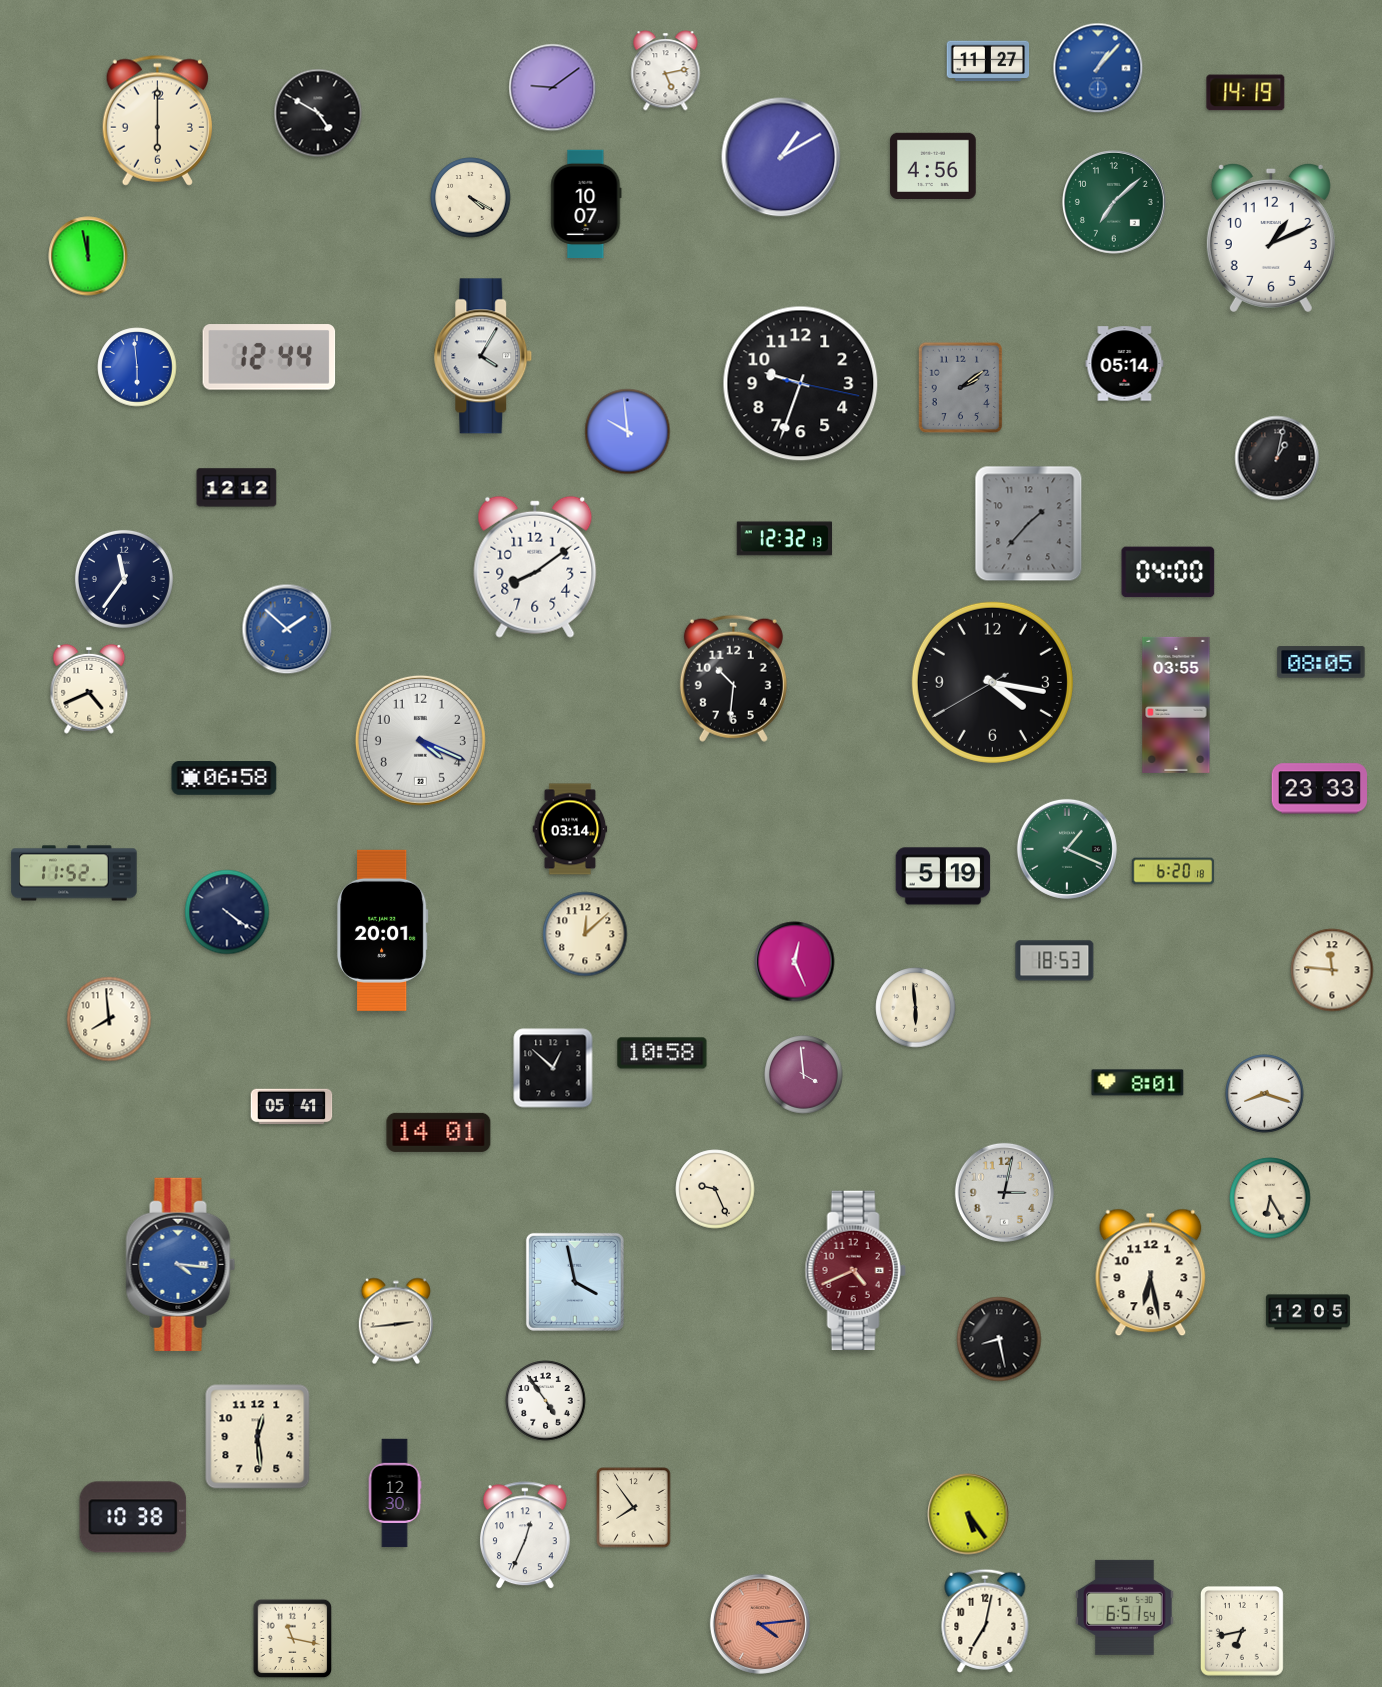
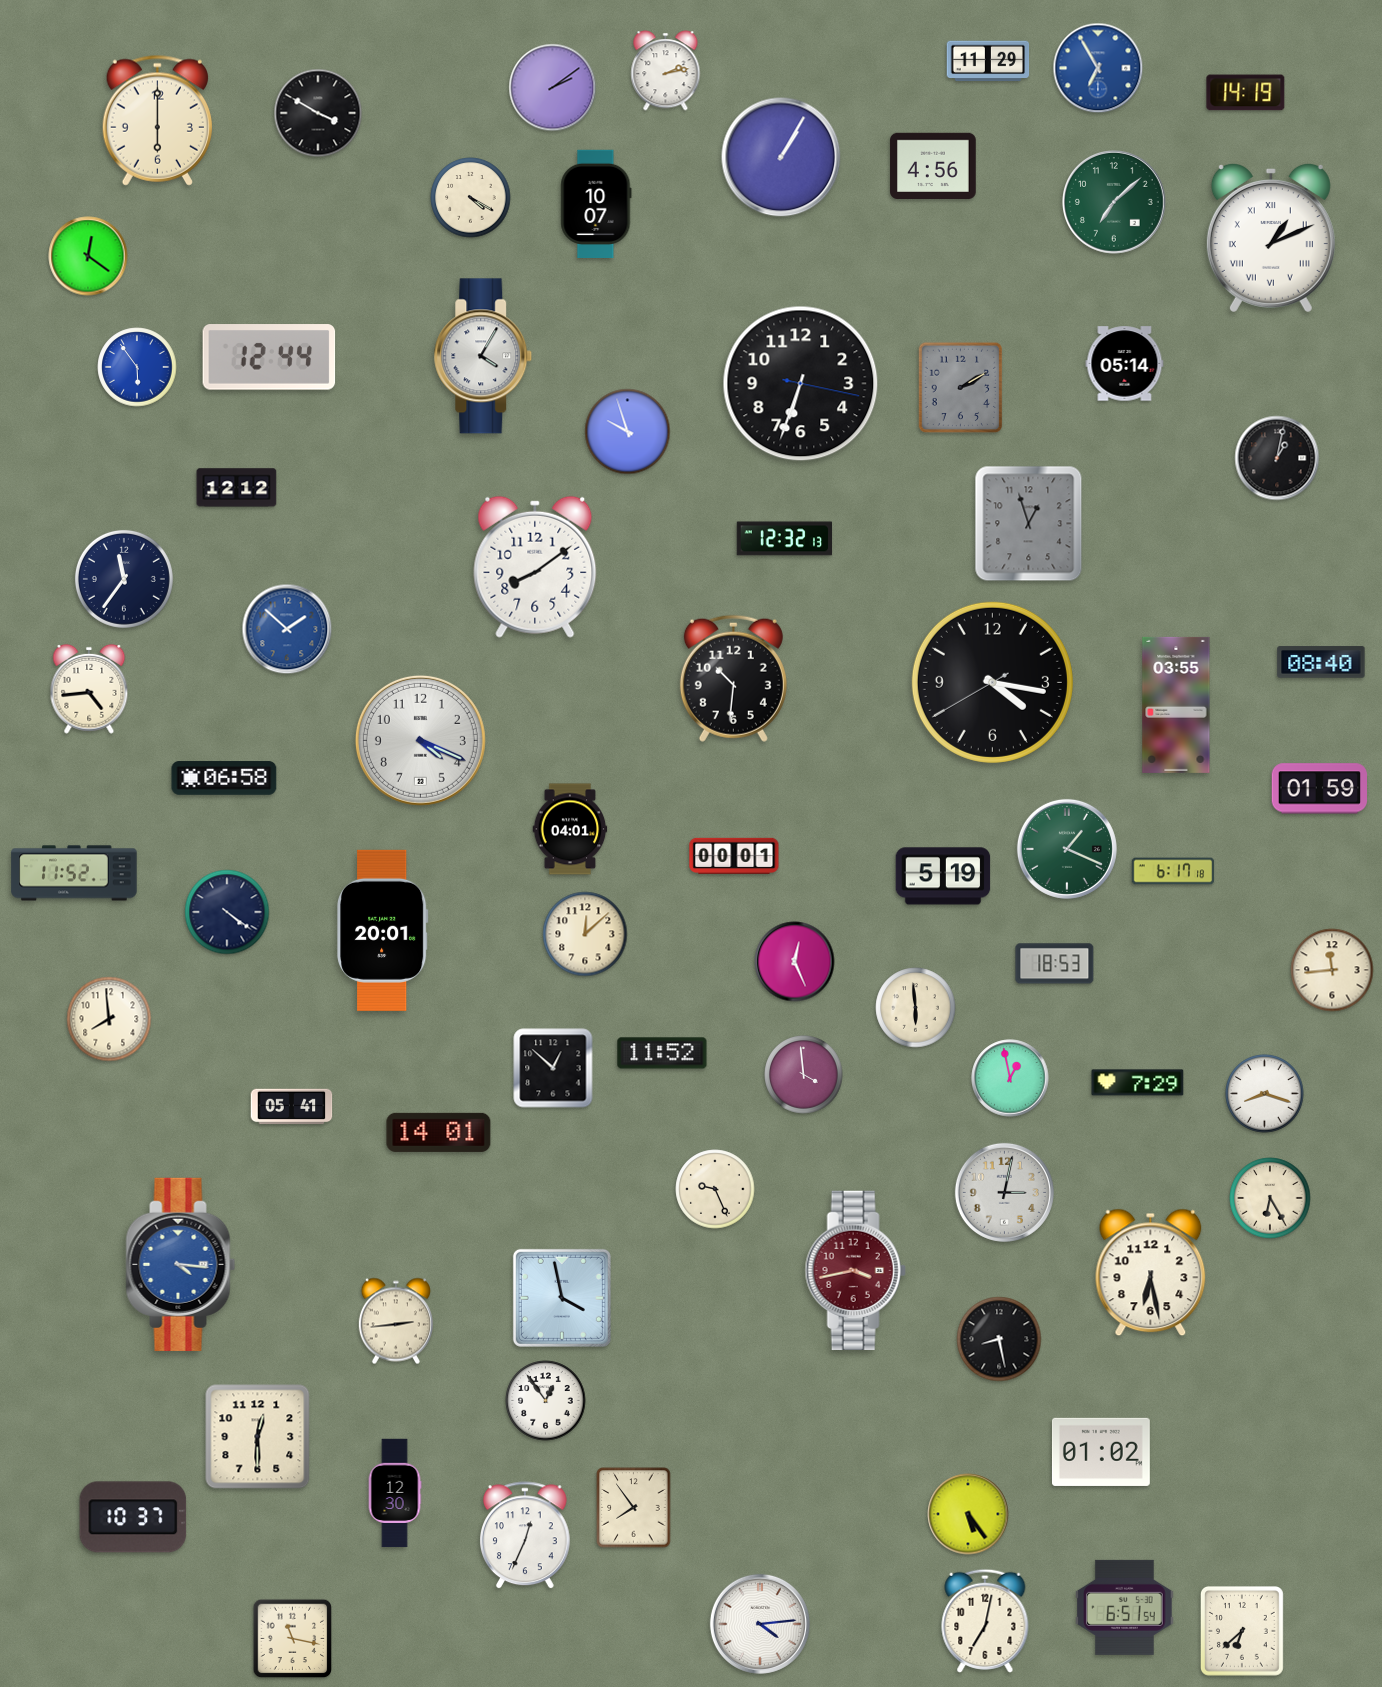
clock at (988, 61): 11:27 -> 11:29
clock at (1098, 68): 1:07 -> 6:55
clock at (666, 71): 5:13 -> 2:13
clock at (553, 88): 9:09 -> 2:09
clock at (318, 113): 4:50 -> 3:50
clock at (781, 157): 1:10 -> 1:05
clock at (586, 204) position: (586, 204) -> (596, 204)
clock at (1271, 237) numerals: Arabic -> Roman
clock at (88, 256): 11:58 -> 12:21
clock at (137, 367): 5:59 -> 5:54
clock at (801, 384): 9:33 -> 6:33
clock at (961, 388): 2:09 -> 2:10
clock at (628, 432): 9:59 -> 9:57
clock at (1029, 524): 1:37 -> 12:57
clock at (1168, 572): 04:00 -> none
clock at (1321, 662): 08:05 -> 08:40
clock at (89, 689): 4:41 -> 4:44
clock at (1319, 789): 23:33 -> 01:59
clock at (570, 829): 03:14 -> 04:01
clock at (734, 856): none -> 00:01
clock at (1173, 871): 6:20 -> 6:17
clock at (1055, 961) position: (1055, 961) -> (1055, 964)
clock at (1332, 970): 11:46 -> 11:44
clock at (662, 1053): 10:58 -> 11:52
clock at (1010, 1078): none -> 12:58
clock at (1138, 1083): 8:01 -> 7:29
clock at (855, 1270): 4:41 -> 3:43
clock at (575, 1282) position: (575, 1282) -> (562, 1298)
clock at (1308, 1312): 12:05 -> none
clock at (546, 1401): 4:54 -> 12:54
clock at (258, 1437): 12:29 -> 12:30
clock at (1101, 1452): none -> 01:02
clock at (133, 1517): 10:38 -> 10:37
clock at (760, 1624) dial: salmon -> white
clock at (1242, 1632): 6:43 -> 6:38
